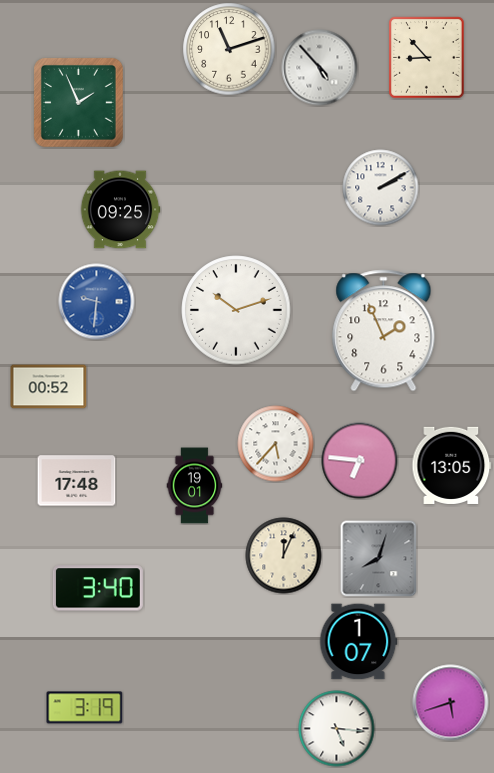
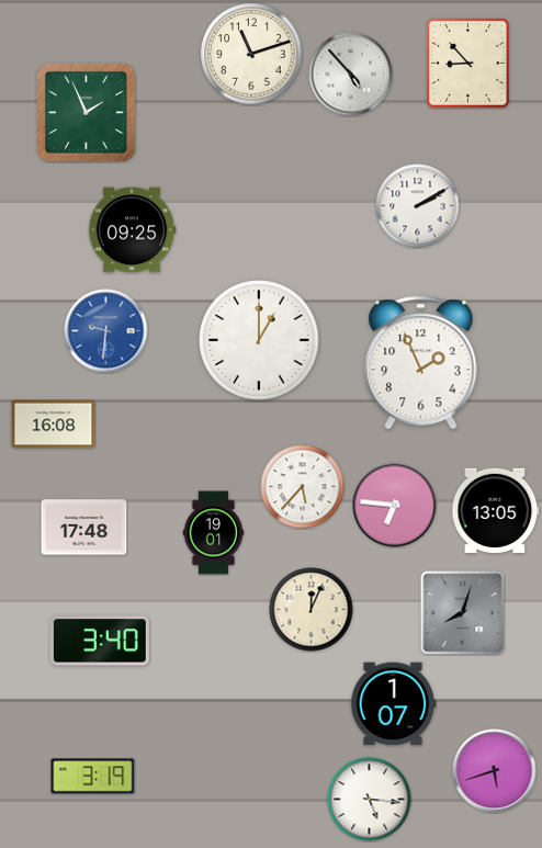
clock at (236, 310): 10:12 -> 1:00
clock at (49, 387): 00:52 -> 16:08
clock at (379, 559) position: (379, 559) -> (463, 613)
clock at (98, 588) position: (98, 588) -> (100, 641)
